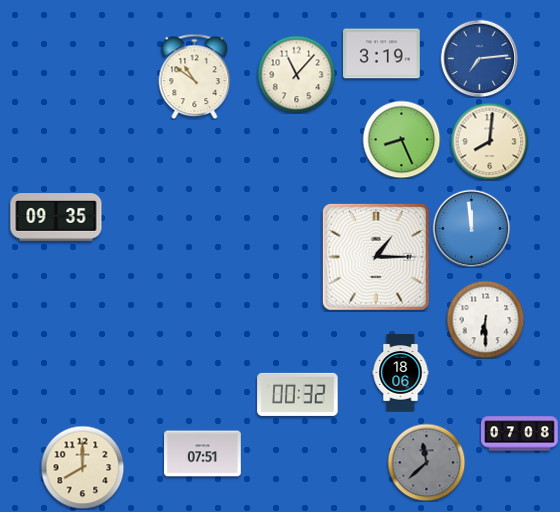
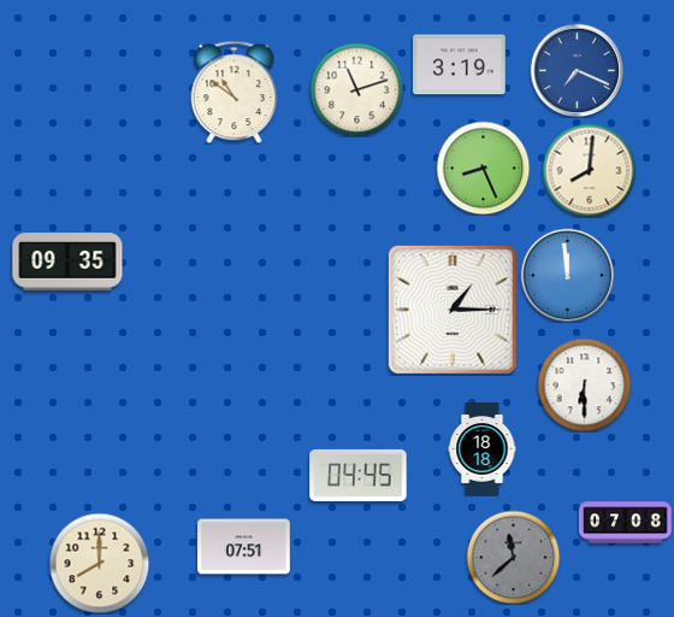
clock at (479, 58): 7:14 -> 7:19
clock at (296, 74): 11:07 -> 11:12
clock at (401, 373): 18:06 -> 18:18
clock at (298, 394): 00:32 -> 04:45
